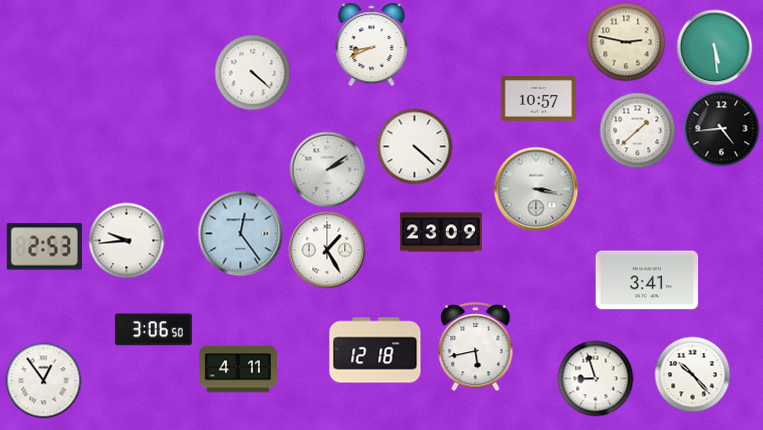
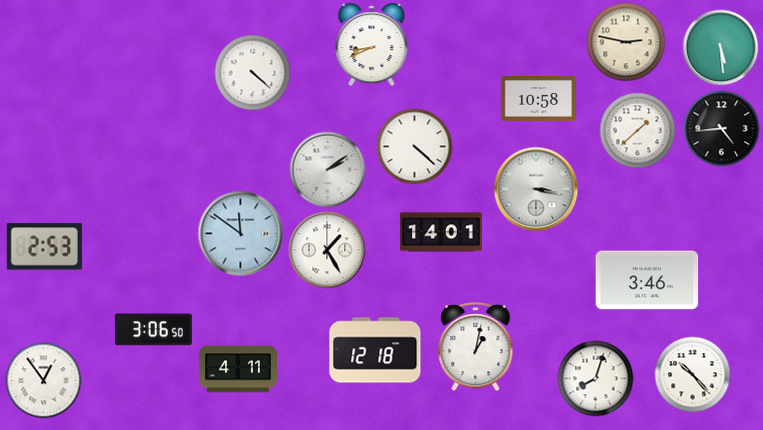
clock at (715, 48) position: (715, 48) -> (721, 48)
clock at (538, 99): 10:57 -> 10:58
clock at (441, 232): 23:09 -> 14:01
clock at (241, 234): 12:24 -> 11:51
clock at (127, 241): 9:44 -> none
clock at (647, 280): 3:41 -> 3:46
clock at (476, 347): 5:43 -> 1:02
clock at (596, 379): 8:57 -> 8:03
